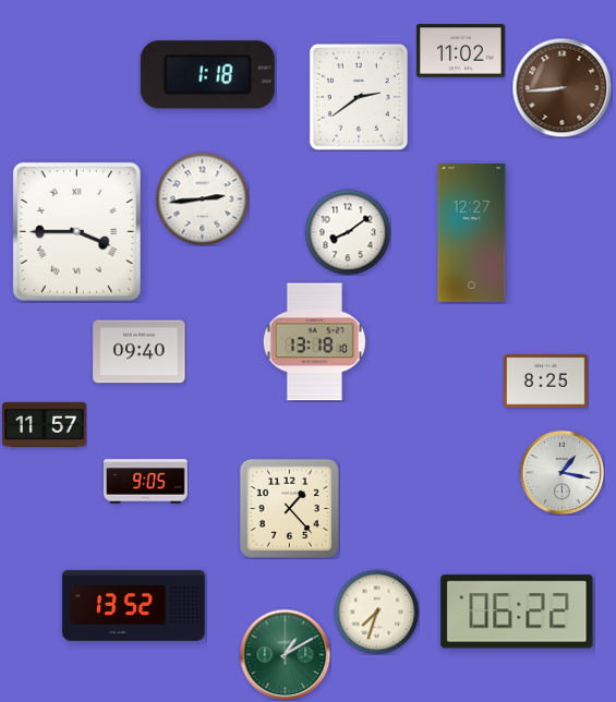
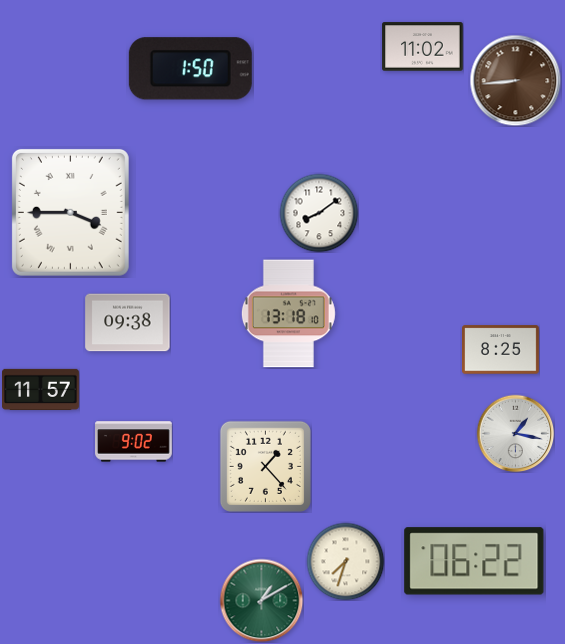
clock at (207, 75): 1:18 -> 1:50
clock at (359, 97): 2:39 -> none
clock at (202, 198): 2:44 -> none
clock at (472, 233): 12:27 -> none
clock at (140, 352): 09:40 -> 09:38
clock at (146, 482): 9:05 -> 9:02
clock at (134, 605): 13:52 -> none
